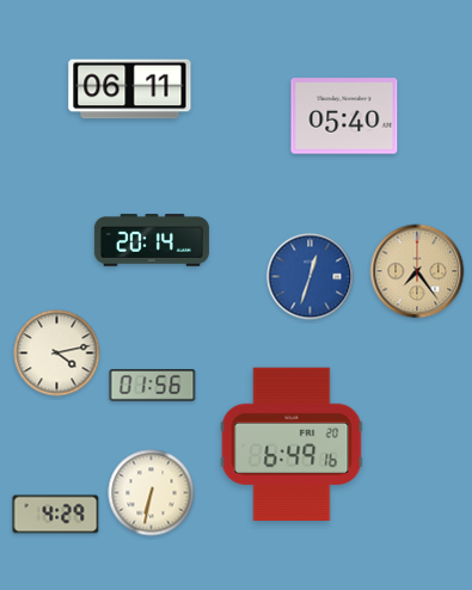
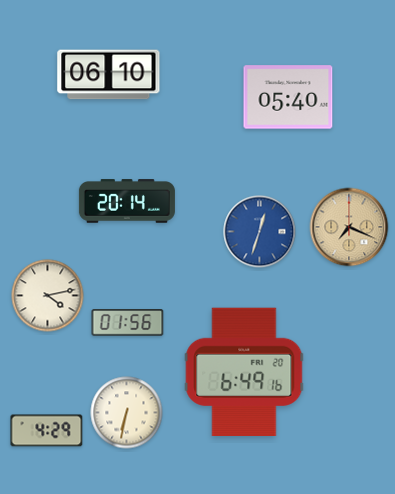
clock at (130, 90): 06:11 -> 06:10
clock at (417, 271): 7:24 -> 7:19
